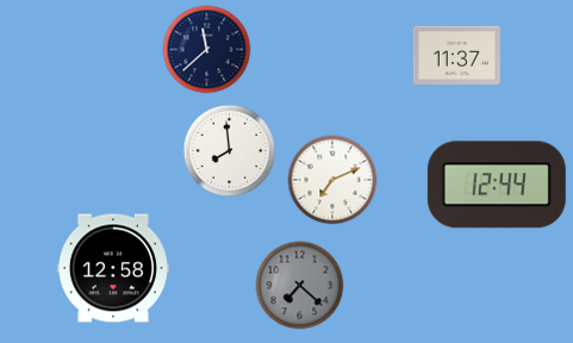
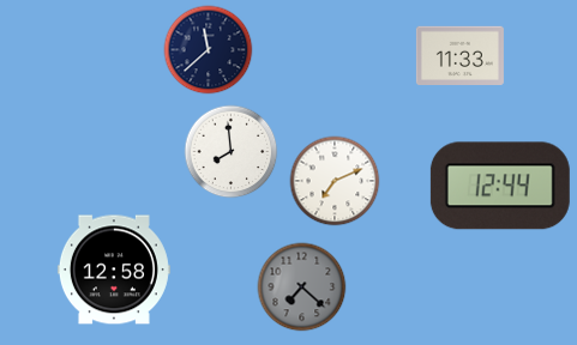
clock at (456, 55): 11:37 -> 11:33
